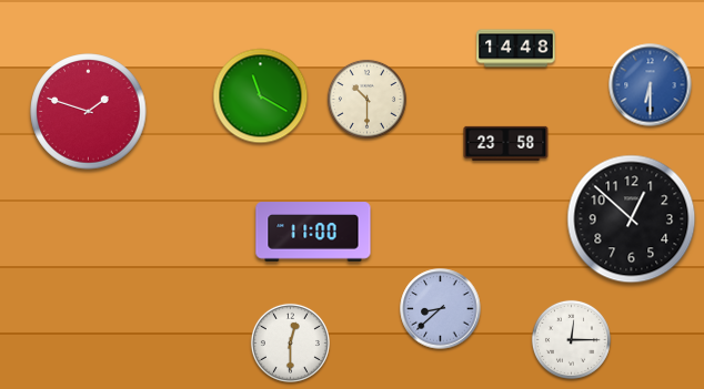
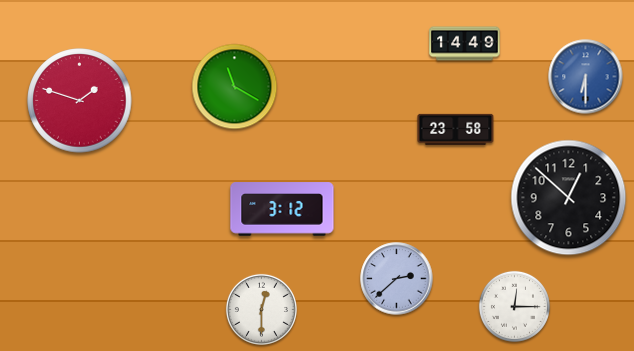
clock at (516, 49): 14:48 -> 14:49
clock at (366, 99): 10:30 -> none
clock at (313, 232): 11:00 -> 3:12
clock at (441, 309): 8:38 -> 2:38
